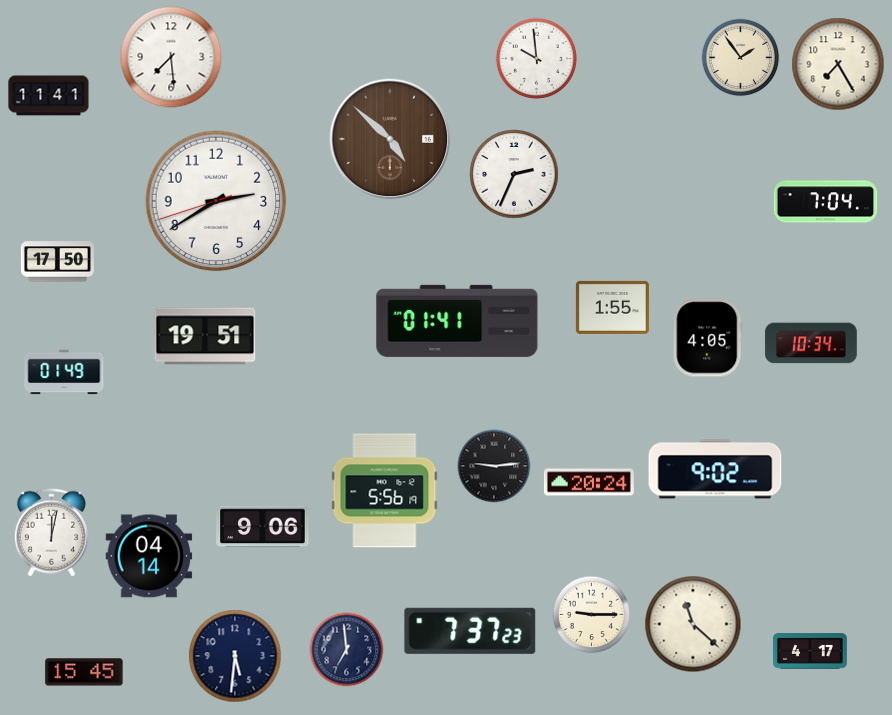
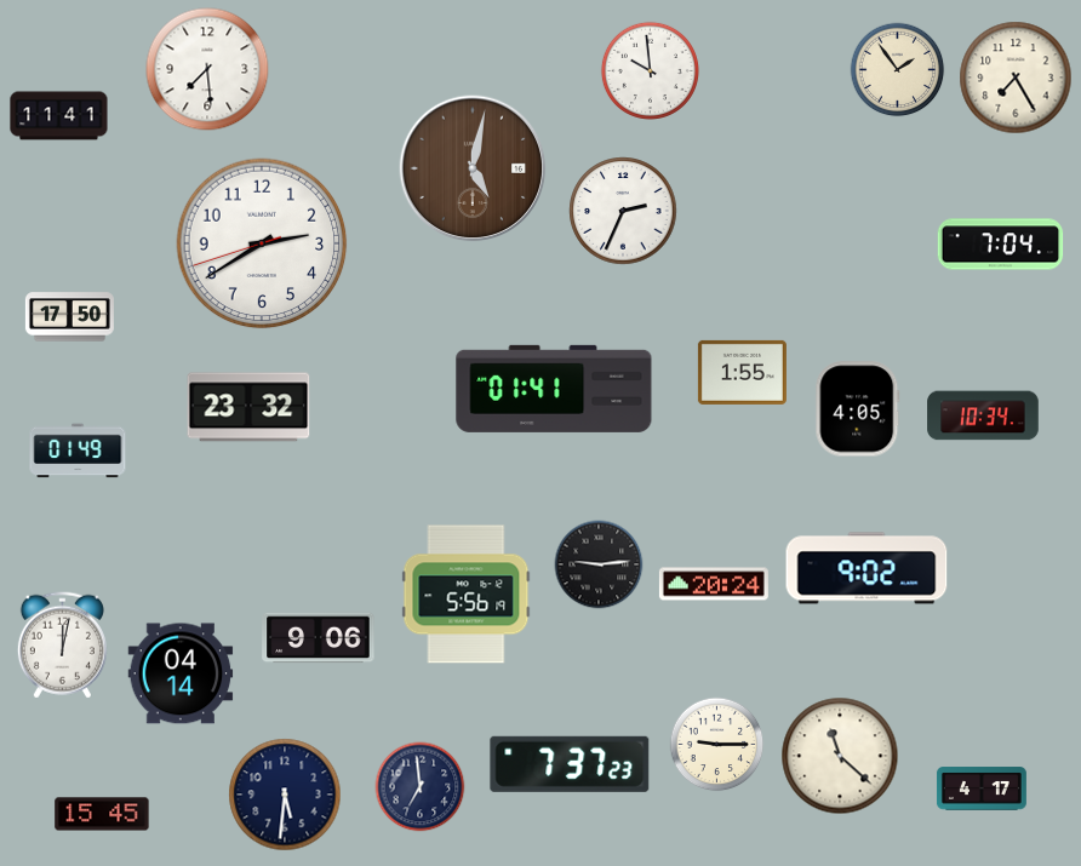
clock at (390, 139): 4:52 -> 5:02
clock at (205, 336): 19:51 -> 23:32
